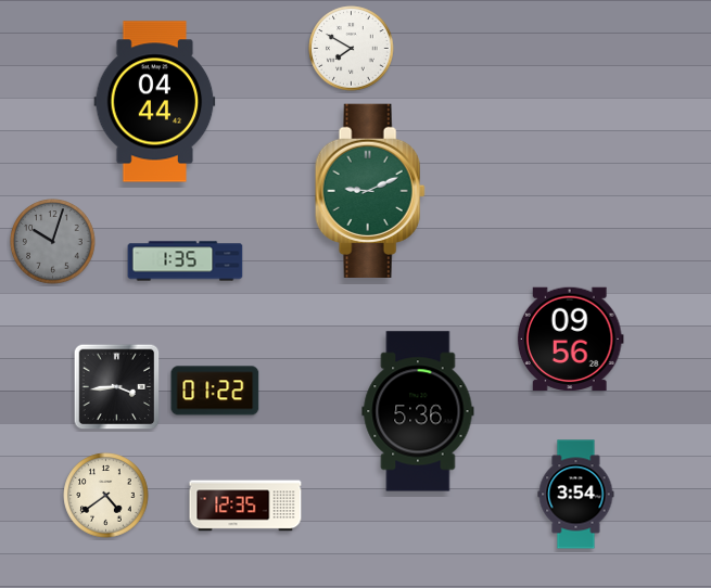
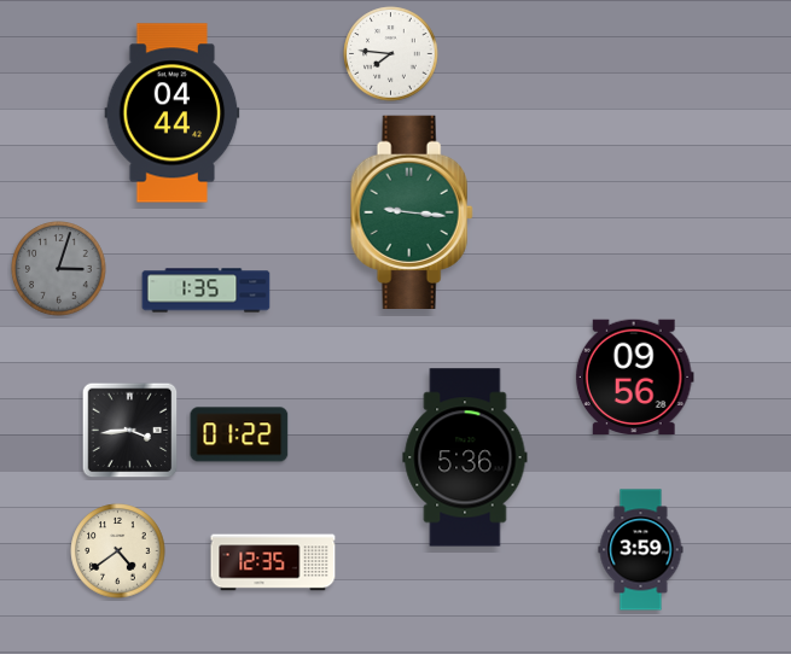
clock at (352, 49): 7:50 -> 7:46
clock at (370, 190): 9:11 -> 9:16
clock at (53, 242): 10:03 -> 3:03
clock at (576, 495): 3:54 -> 3:59
